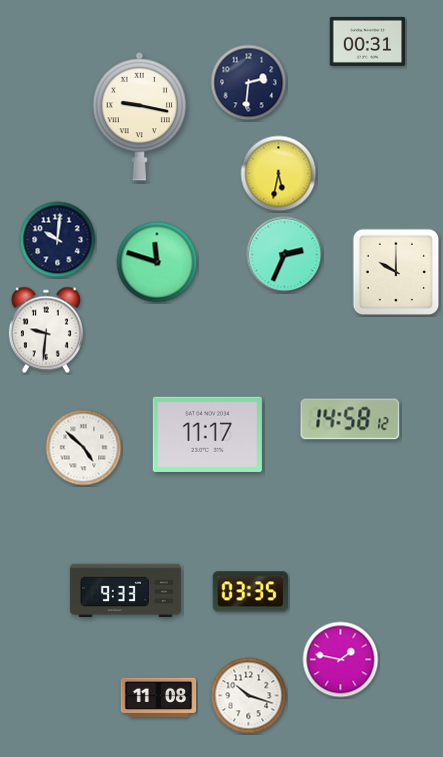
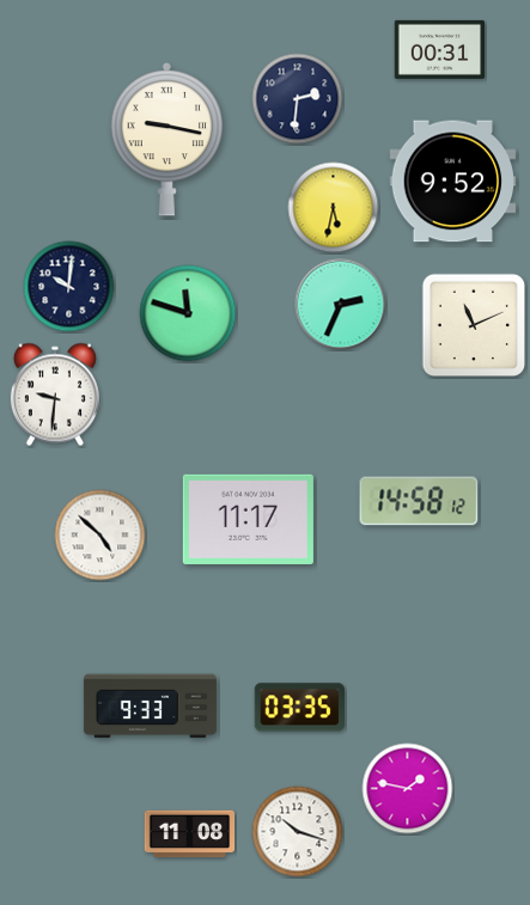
clock at (453, 182): none -> 9:52
clock at (396, 272): 10:00 -> 11:11
